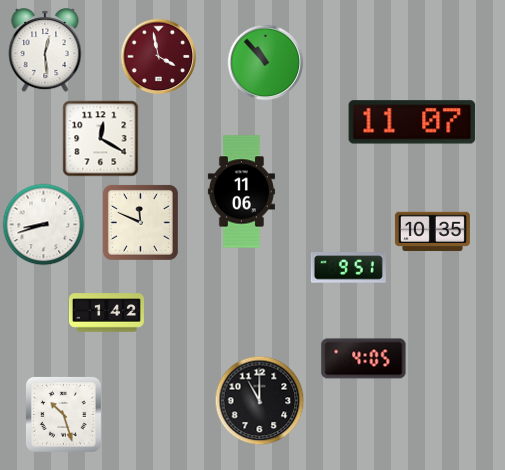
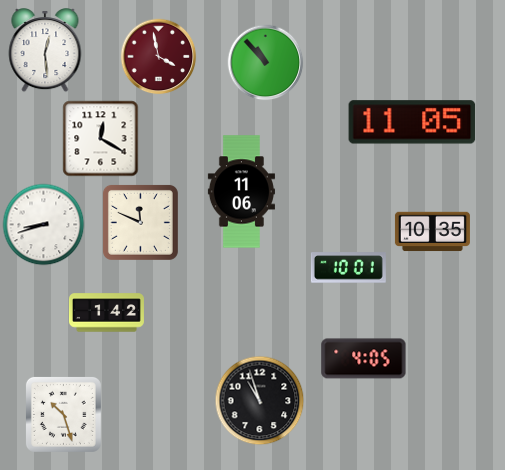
clock at (412, 122): 11:07 -> 11:05
clock at (348, 268): 9:51 -> 10:01
clock at (260, 401): 11:00 -> 10:57
